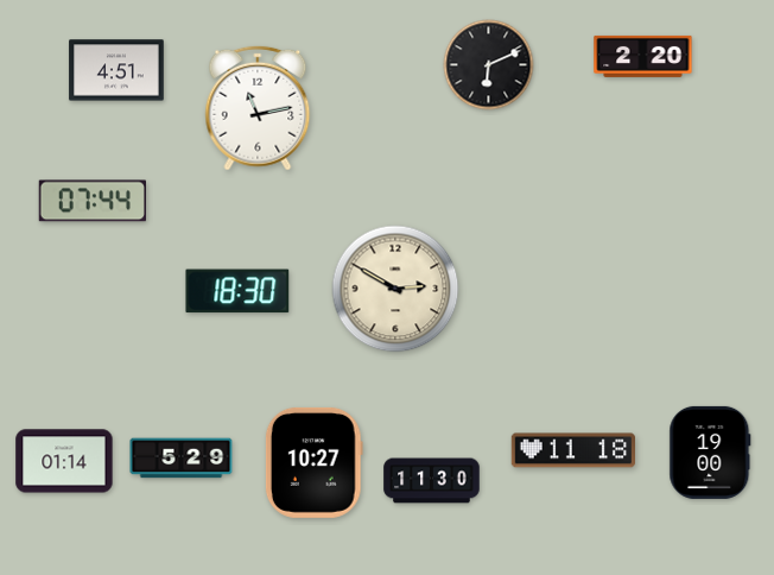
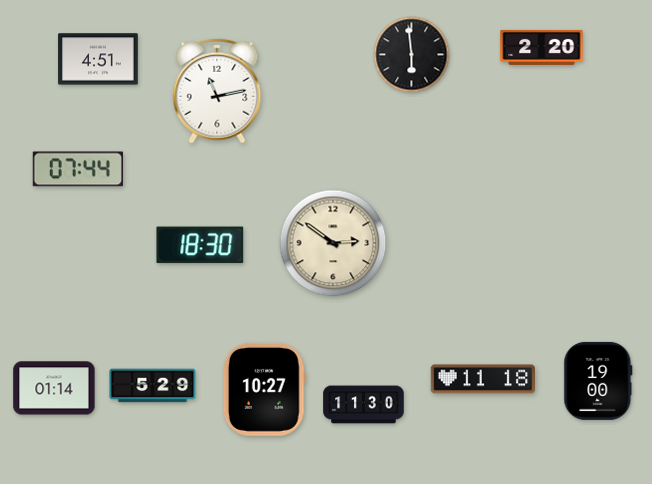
clock at (489, 65): 6:11 -> 5:59
clock at (395, 289): 2:50 -> 2:51
